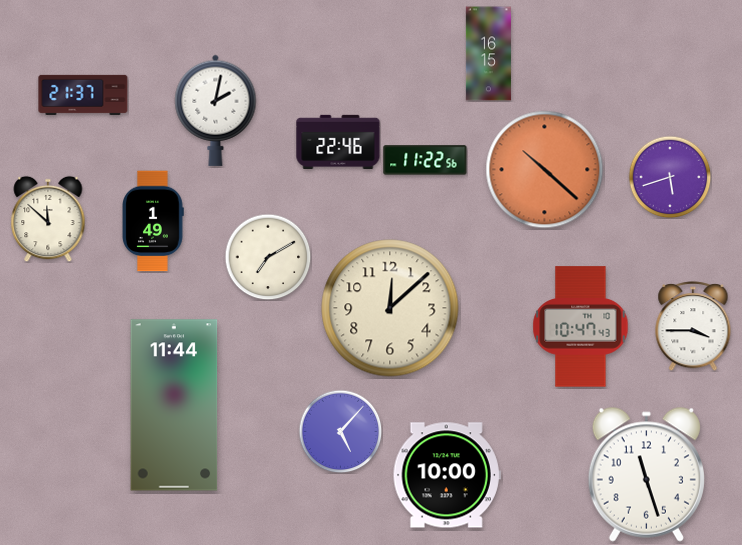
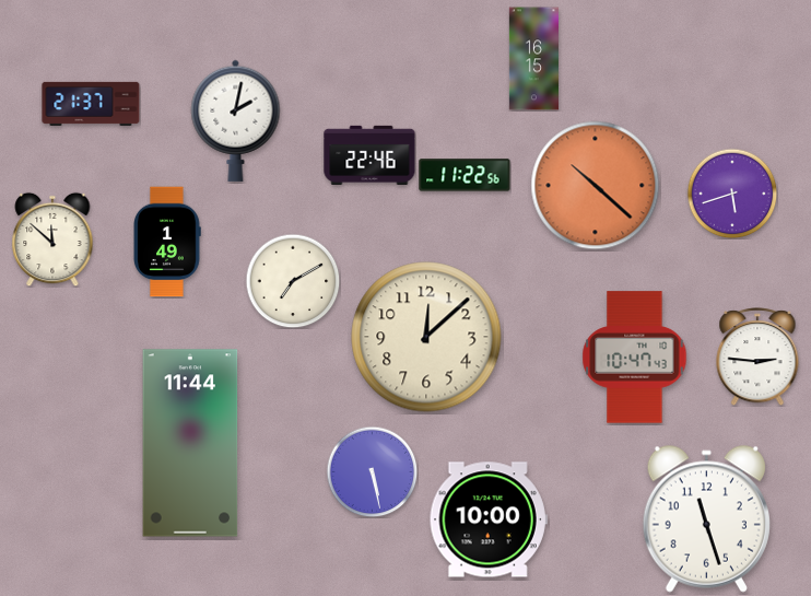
clock at (693, 326): 3:45 -> 2:46
clock at (340, 431): 5:07 -> 5:28
